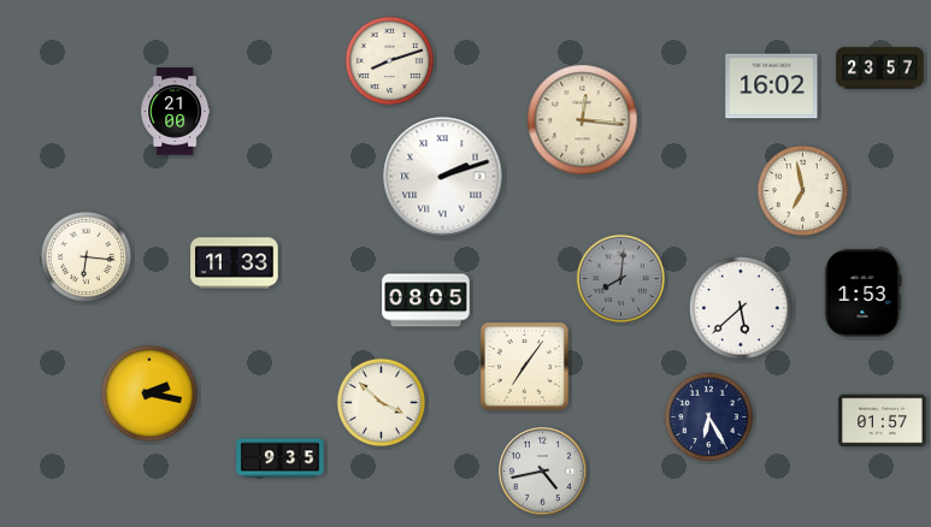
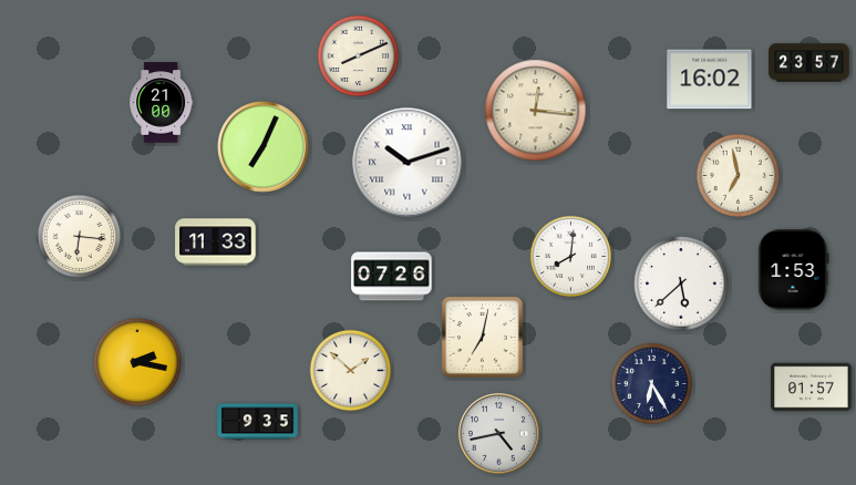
clock at (390, 61): 8:12 -> 8:11
clock at (264, 147): none -> 7:04
clock at (443, 177): 2:12 -> 10:12
clock at (621, 279) dial: grey -> white
clock at (426, 301): 08:05 -> 07:26
clock at (524, 366): 7:06 -> 7:02
clock at (382, 403): 3:52 -> 1:52
